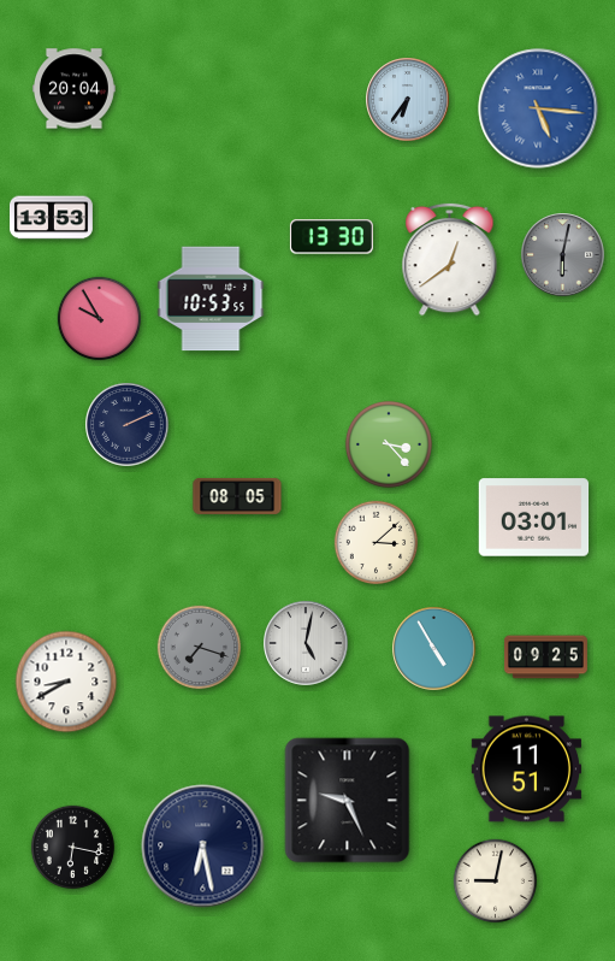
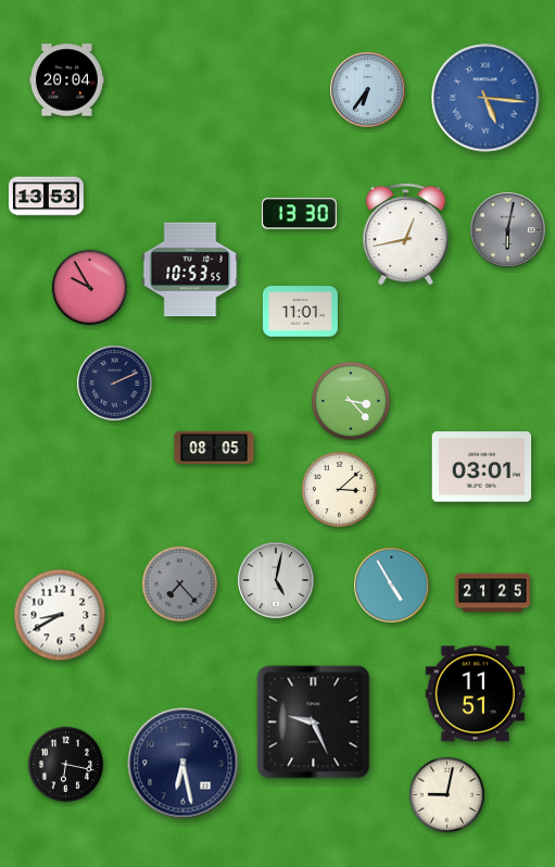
clock at (450, 259): 12:39 -> 12:43
clock at (300, 312): none -> 11:01
clock at (200, 648): 7:18 -> 7:23
clock at (545, 658): 09:25 -> 21:25
